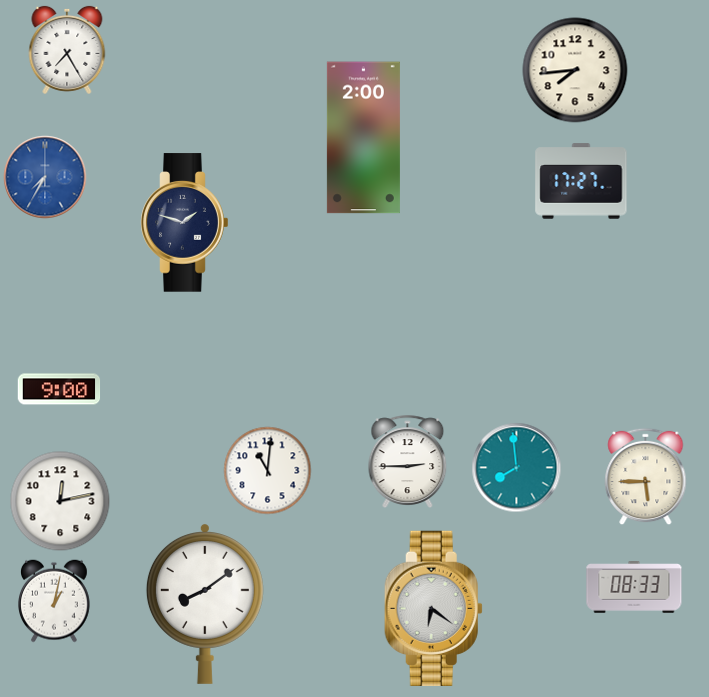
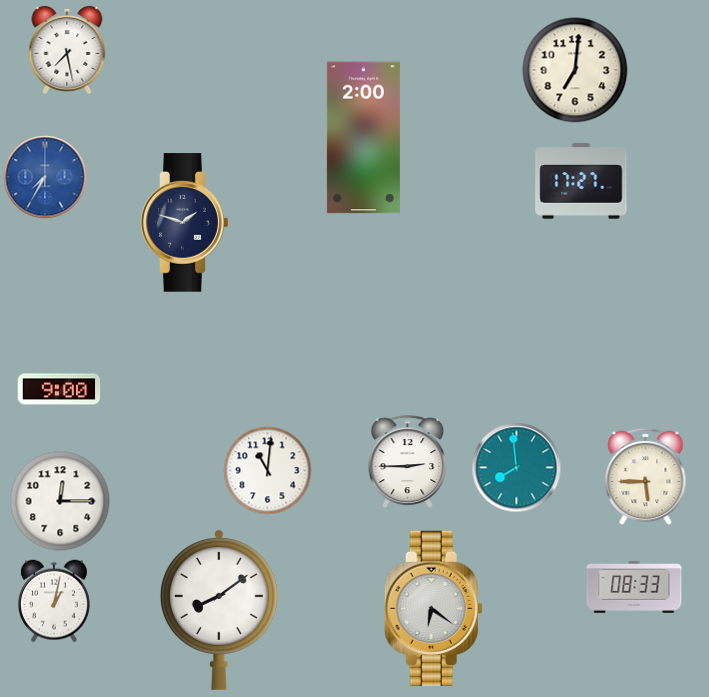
clock at (67, 50): 7:25 -> 7:28
clock at (575, 70): 7:44 -> 7:01
clock at (60, 501): 12:13 -> 12:15
clock at (205, 604) position: (205, 604) -> (219, 610)
